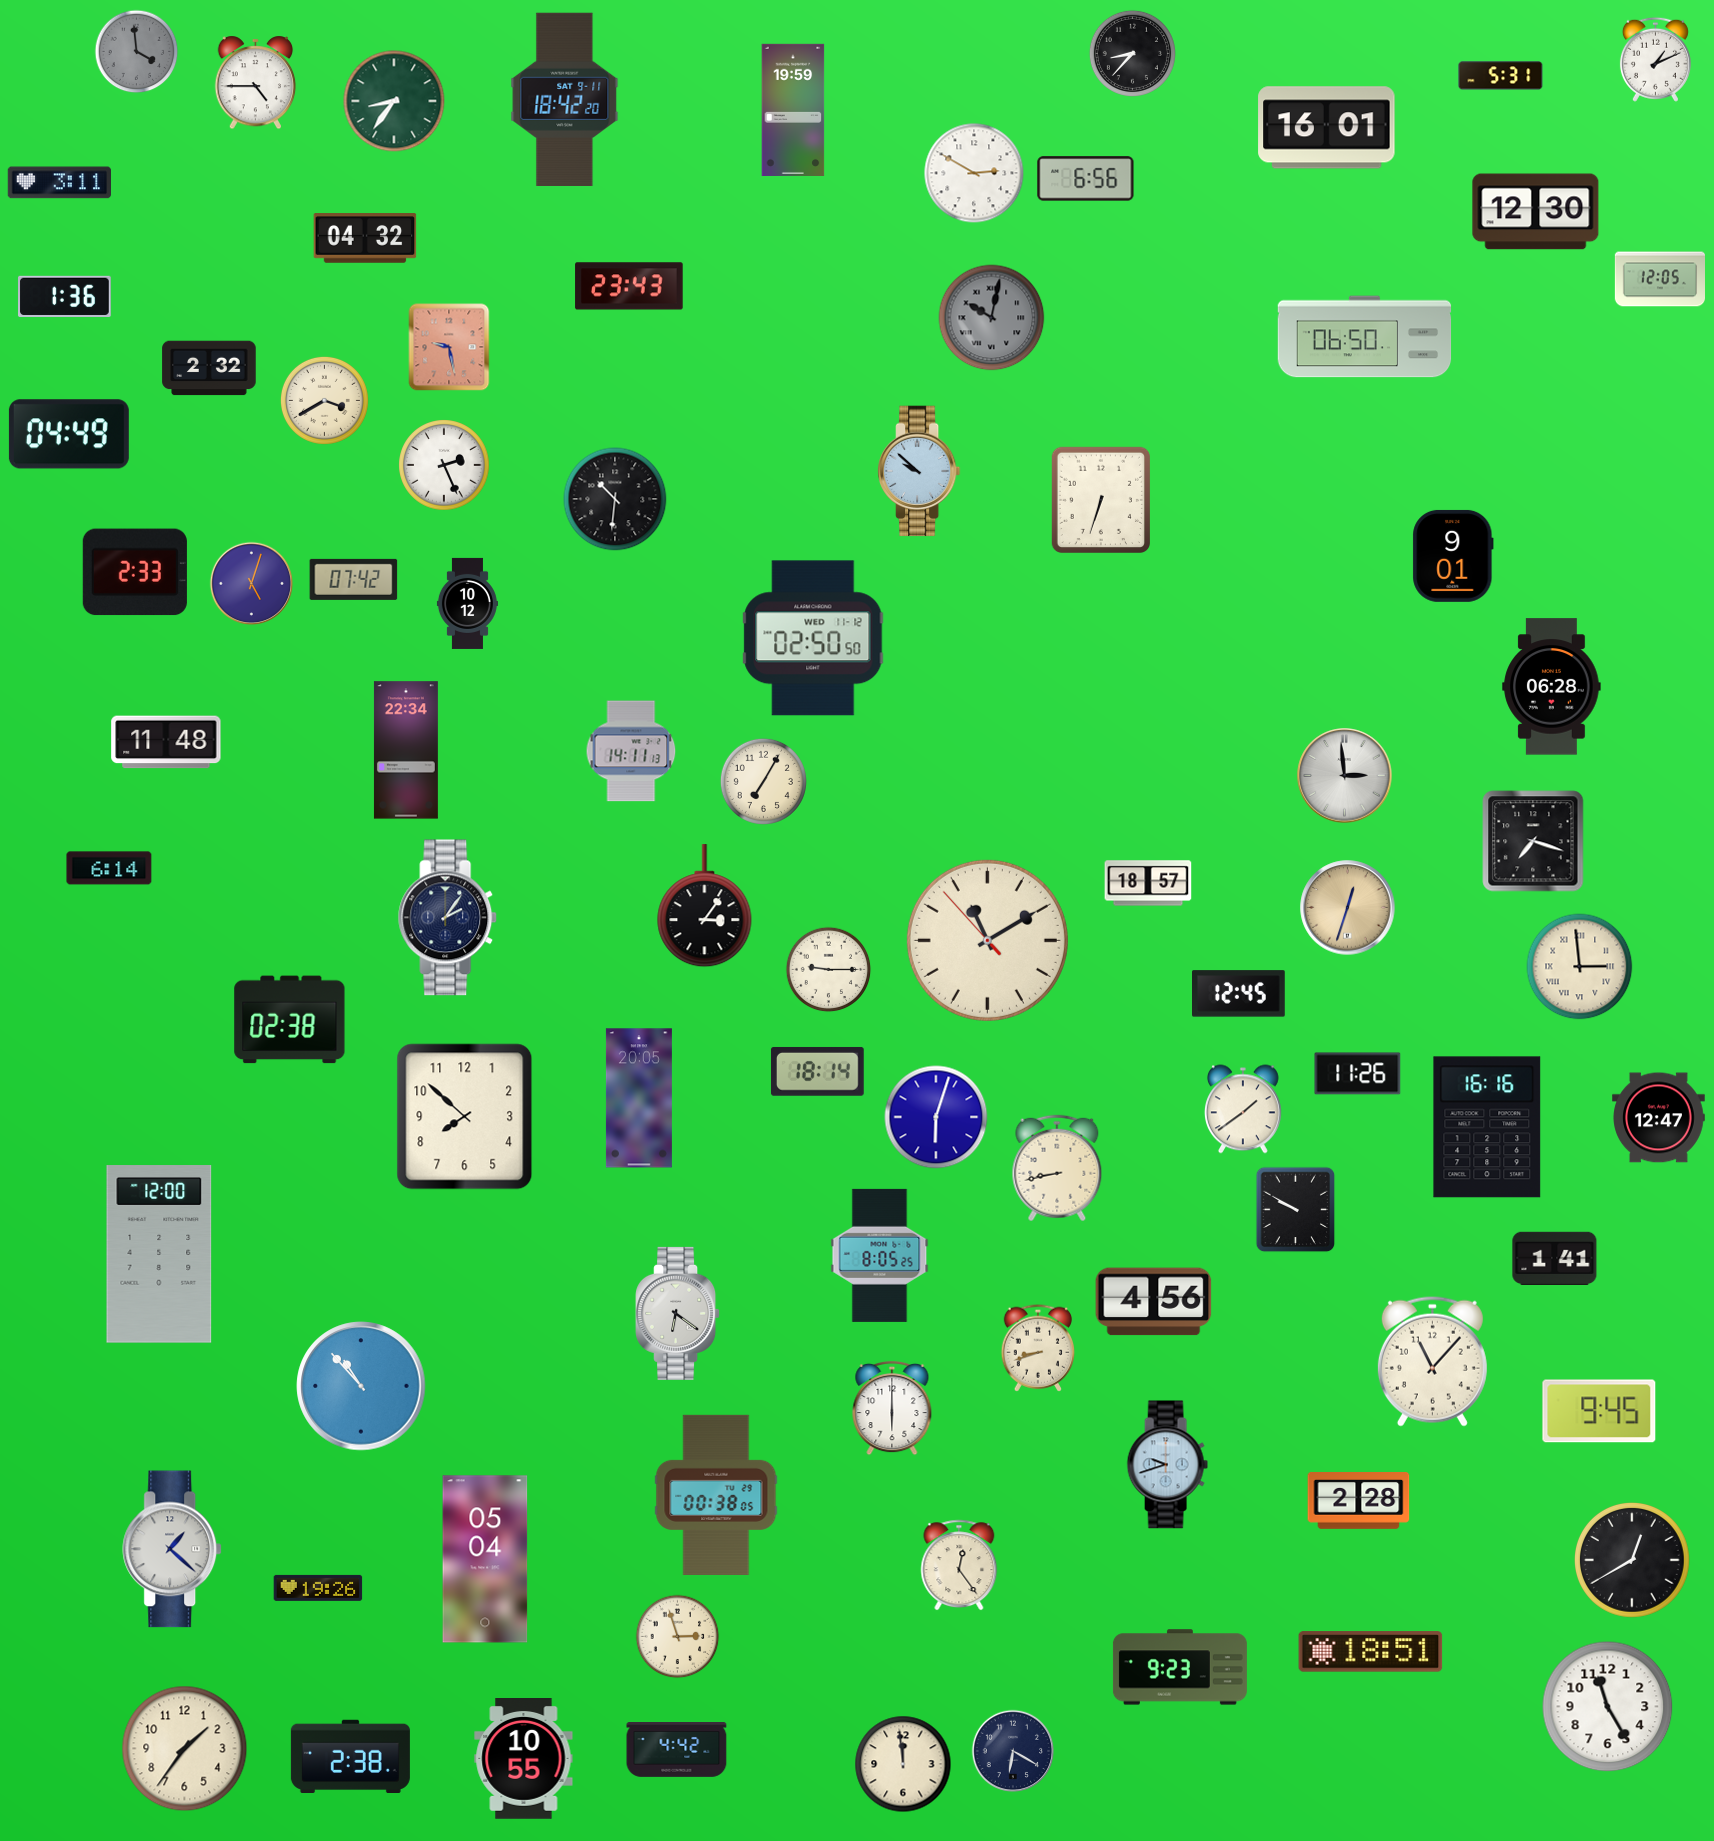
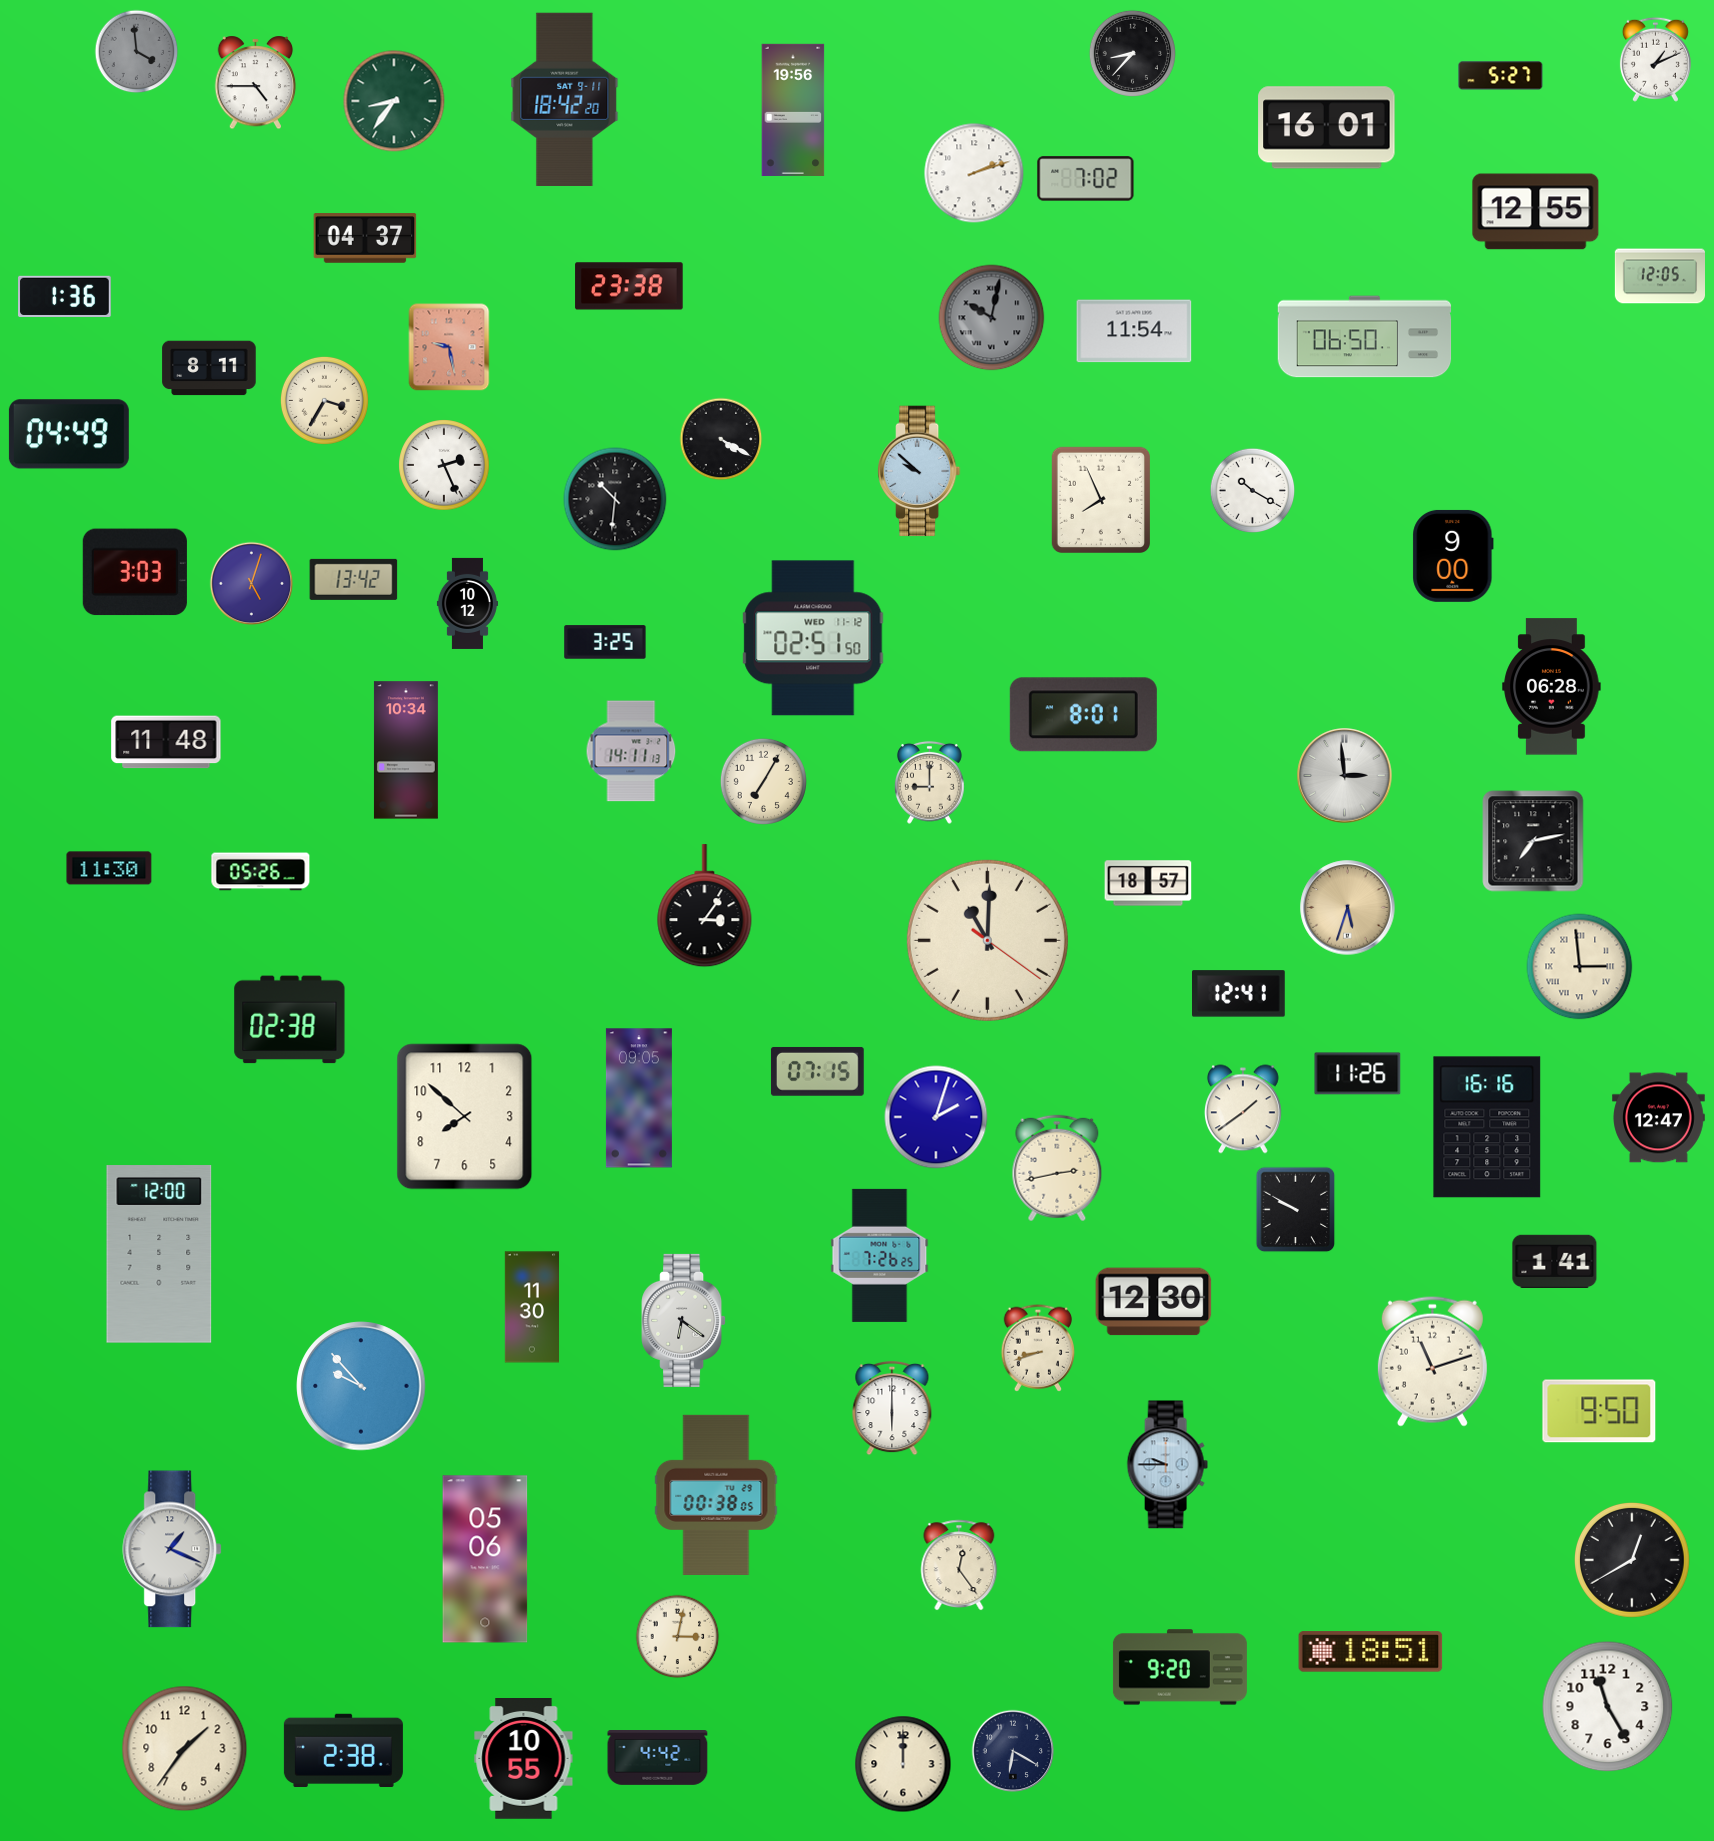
clock at (1501, 76): 5:31 -> 5:27
clock at (793, 110): 19:59 -> 19:56
clock at (974, 173): 2:50 -> 2:12
clock at (1086, 179): 6:56 -> 7:02
clock at (59, 183): 3:11 -> none
clock at (1536, 212): 12:30 -> 12:55
clock at (365, 238): 04:32 -> 04:37
clock at (1659, 279) position: (1659, 279) -> (1659, 276)
clock at (629, 286): 23:43 -> 23:38
clock at (1134, 331): none -> 11:54
clock at (209, 368): 2:32 -> 8:11
clock at (324, 400): 3:40 -> 3:35
clock at (721, 439): none -> 4:20
clock at (1253, 491): none -> 10:20
clock at (1100, 499): 6:33 -> 7:56
clock at (1453, 556): 9:01 -> 9:00
clock at (135, 572): 2:33 -> 3:03
clock at (354, 579): 07:42 -> 13:42
clock at (813, 638): 02:50 -> 02:51
clock at (605, 642): none -> 3:25
clock at (1083, 715): none -> 8:01
clock at (406, 750): 22:34 -> 10:34
clock at (929, 782): none -> 9:00
clock at (1533, 841): 7:18 -> 7:13
clock at (109, 868): 6:14 -> 11:30
clock at (261, 872): none -> 05:26
clock at (1348, 908): 12:33 -> 5:33
clock at (448, 918): 2:06 -> none
clock at (987, 940): 11:09 -> 11:00
clock at (829, 970): 9:15 -> none
clock at (1239, 994): 12:45 -> 12:41
clock at (817, 1071): 18:14 -> 07:15
clock at (639, 1098): 20:05 -> 09:05
clock at (936, 1117): 6:03 -> 2:03
clock at (1057, 1168): 8:43 -> 2:43
clock at (880, 1255): 8:05 -> 7:26
clock at (1555, 1258) position: (1555, 1258) -> (1555, 1261)
clock at (1154, 1302): 4:56 -> 12:30
clock at (532, 1307): none -> 11:30
clock at (678, 1313) position: (678, 1313) -> (684, 1320)
clock at (1432, 1361): 11:07 -> 11:12
clock at (361, 1386): 10:53 -> 9:53
clock at (1599, 1411): 9:45 -> 9:50
clock at (1167, 1465): 9:42 -> 9:45
clock at (1359, 1501): 2:28 -> none
clock at (173, 1549): 1:22 -> 1:19
clock at (485, 1559): 05:04 -> 05:06
clock at (318, 1588): 19:26 -> none
clock at (678, 1637): 2:57 -> 3:02
clock at (1180, 1667): 9:23 -> 9:20
clock at (677, 1750) position: (677, 1750) -> (658, 1758)
clock at (350, 1756) position: (350, 1756) -> (343, 1750)
clock at (903, 1764): 11:59 -> 12:00
